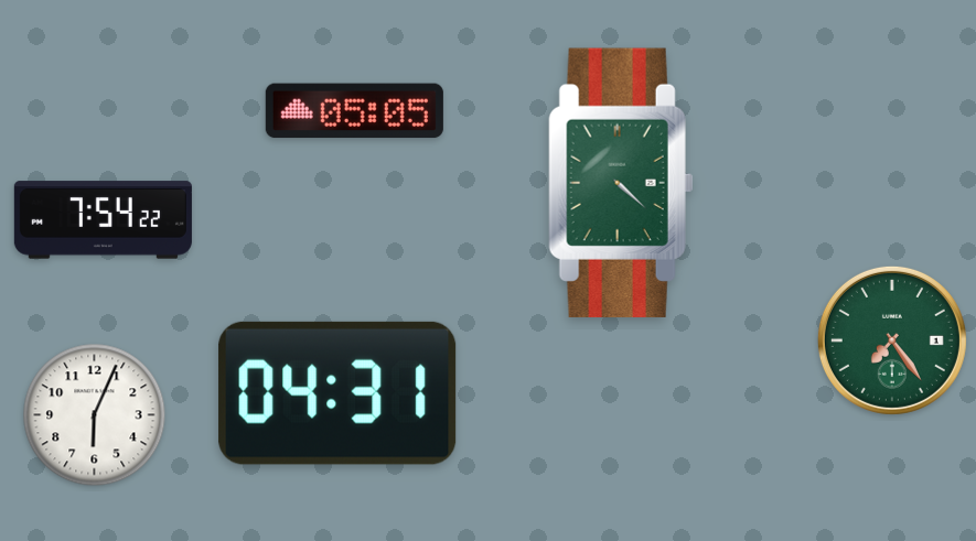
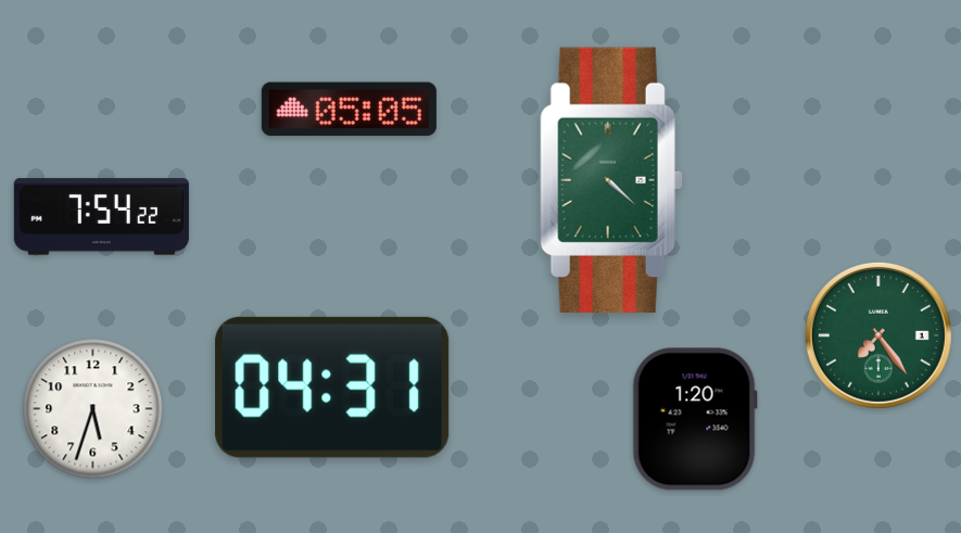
clock at (95, 415): 6:04 -> 5:33
clock at (695, 419): none -> 1:20
